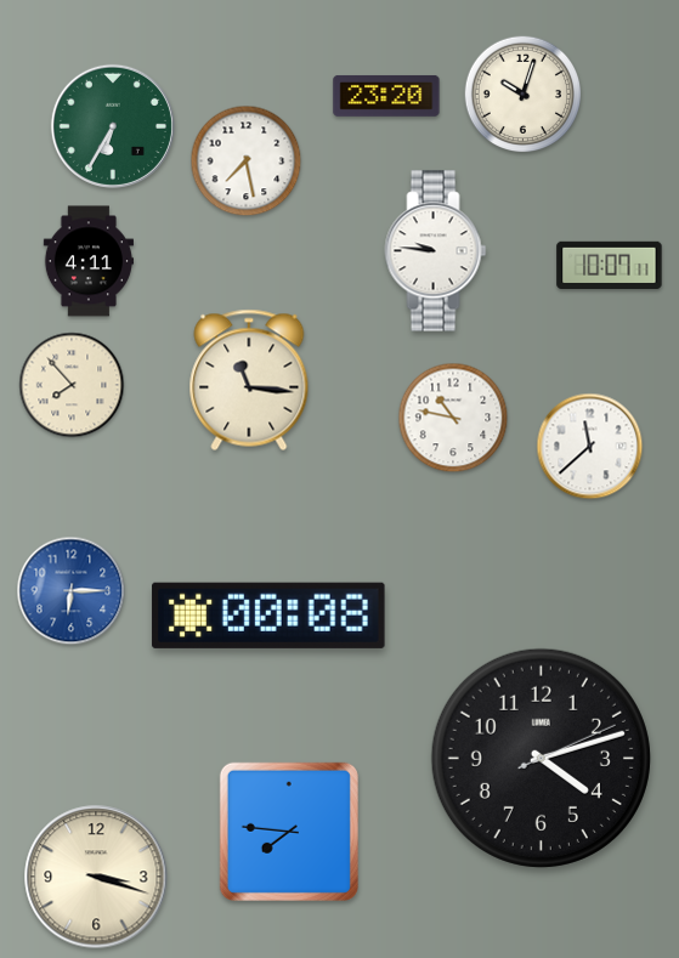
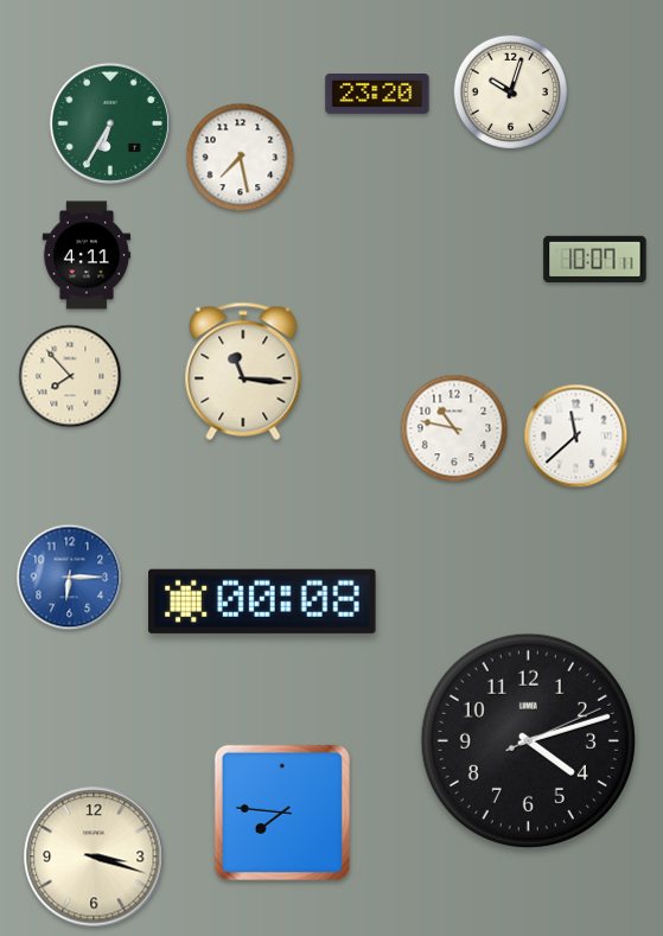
clock at (436, 251): 9:46 -> none
clock at (453, 418) position: (453, 418) -> (454, 428)
